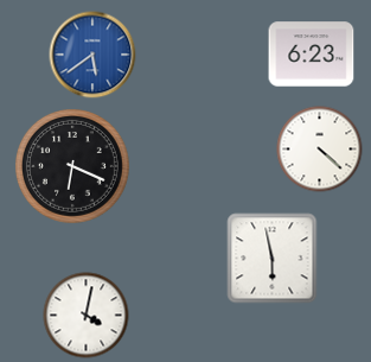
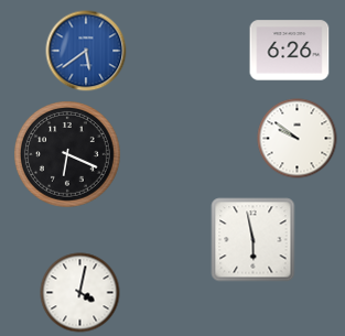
clock at (312, 55): 6:23 -> 6:26
clock at (320, 150): 4:22 -> 9:51
